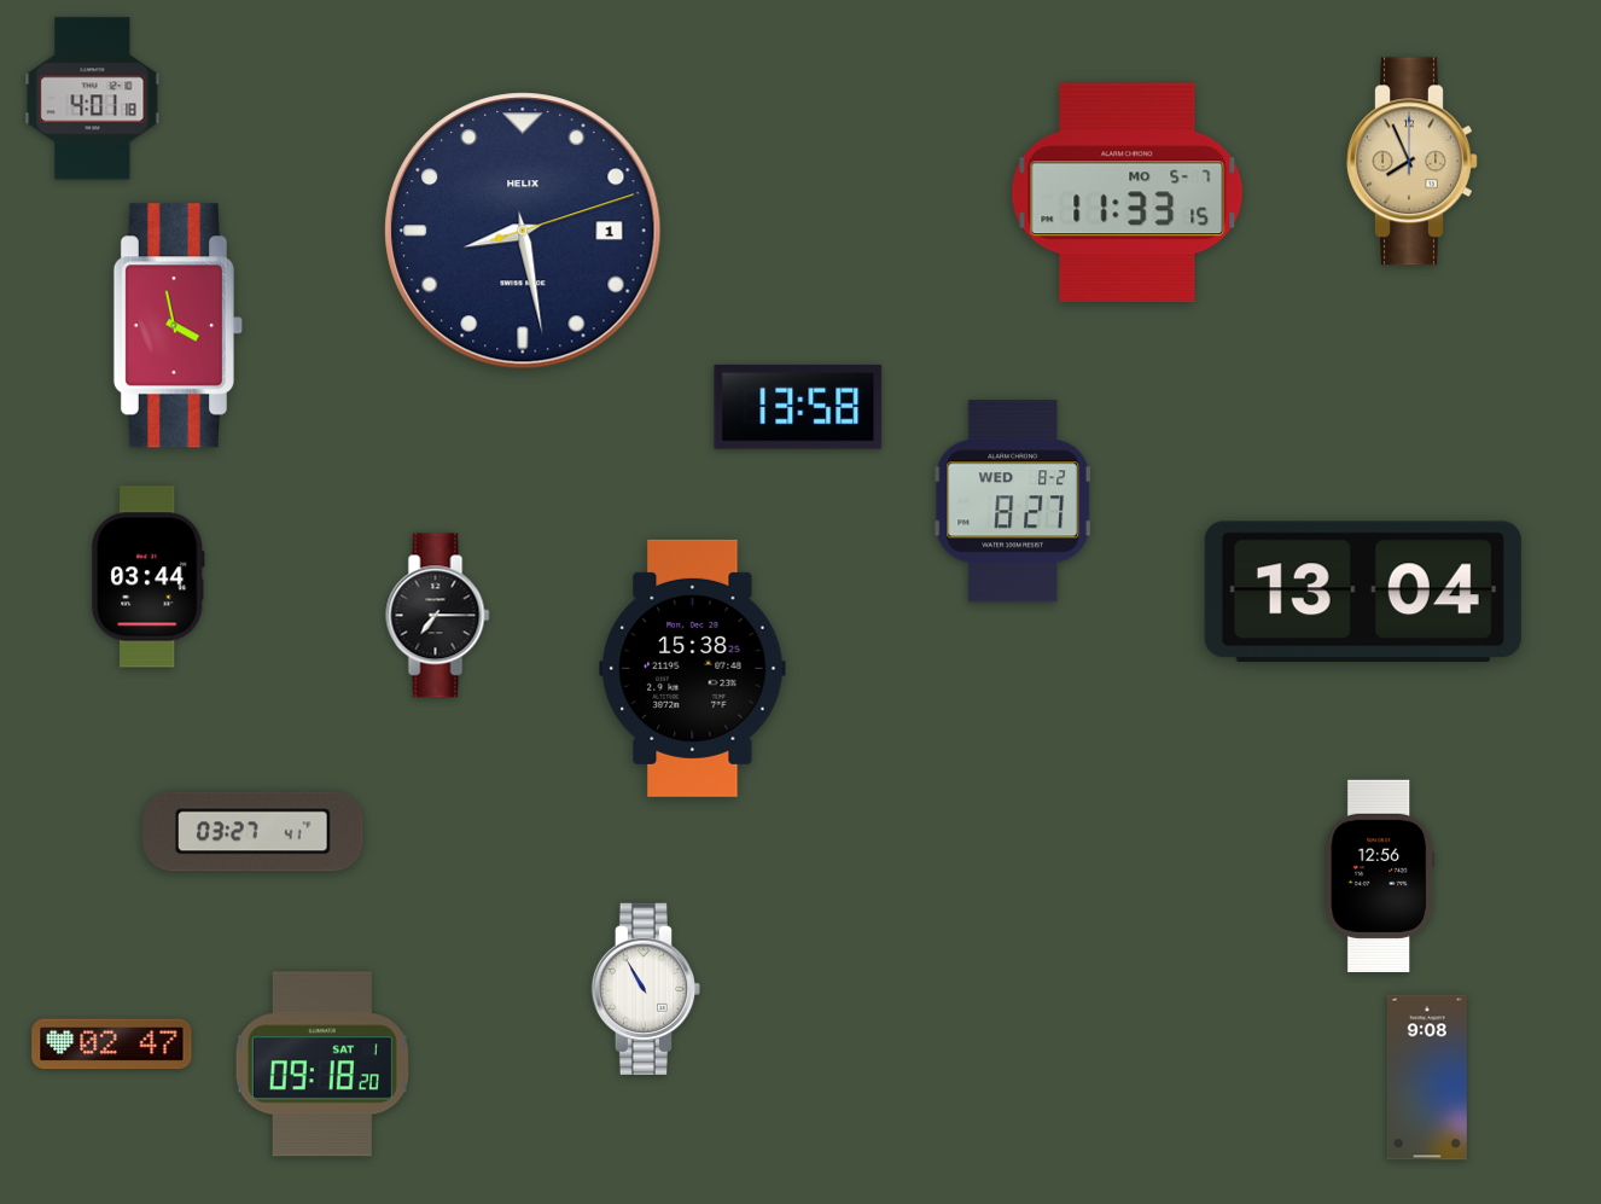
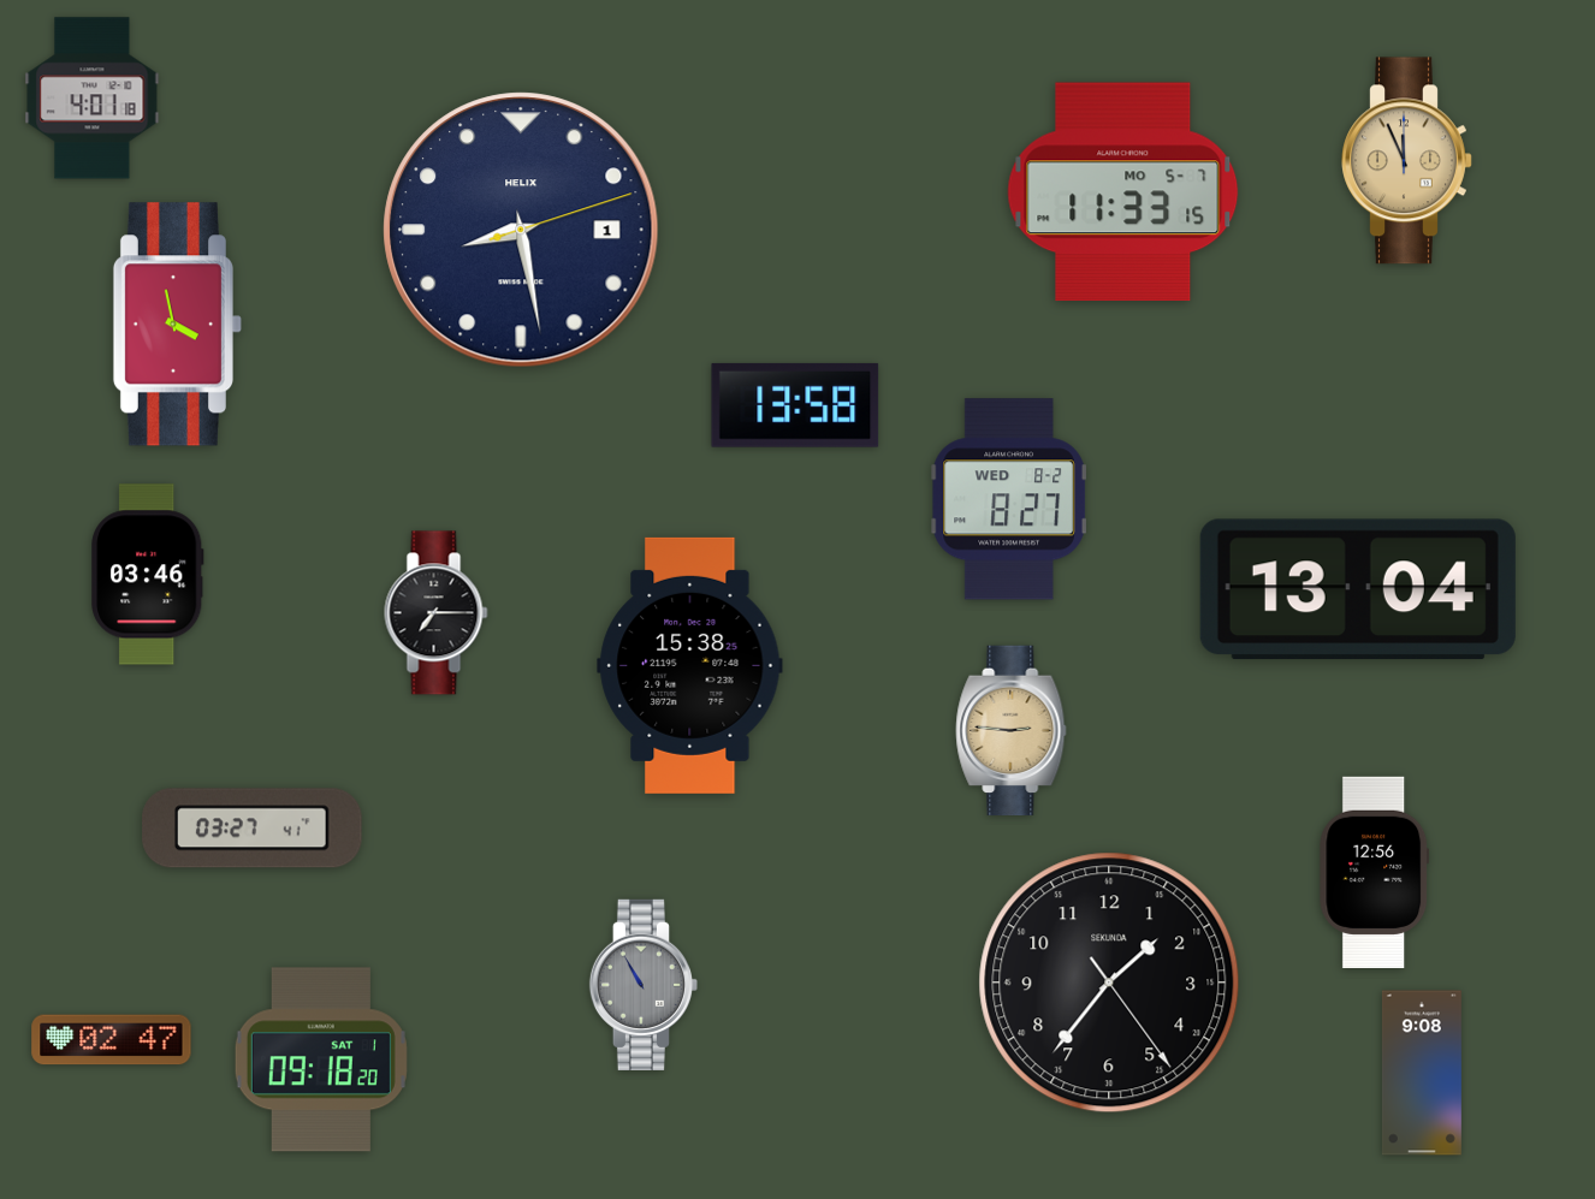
clock at (1413, 162): 7:56 -> 11:56
clock at (149, 577): 03:44 -> 03:46
clock at (1012, 731): none -> 2:46
clock at (1109, 983): none -> 1:36
clock at (645, 989) dial: white -> grey
